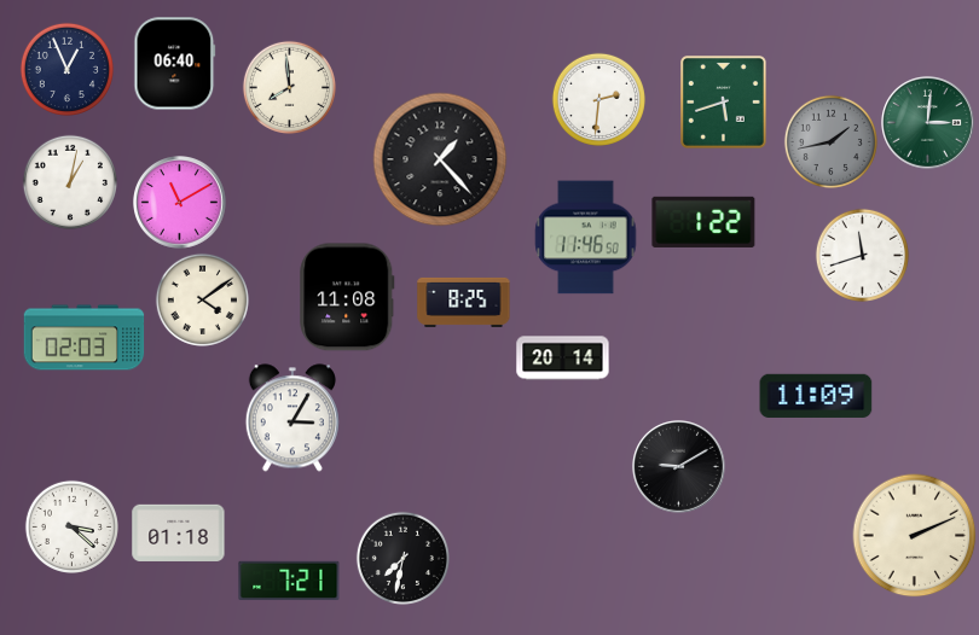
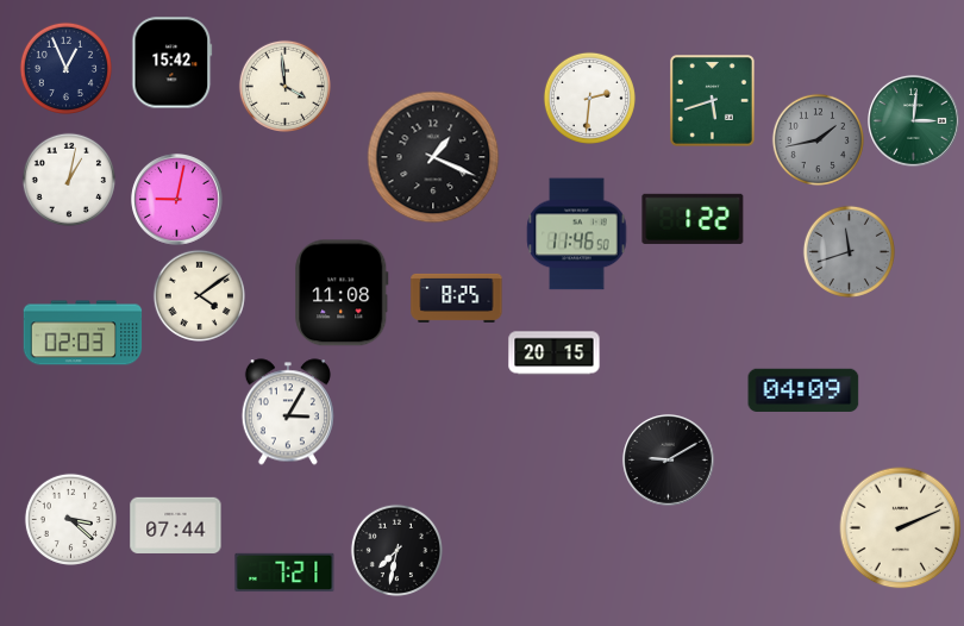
clock at (175, 64): 06:40 -> 15:42
clock at (289, 87): 7:59 -> 3:59
clock at (440, 159): 1:23 -> 1:19
clock at (180, 203): 11:10 -> 9:02
clock at (862, 255) dial: white -> grey
clock at (563, 359): 20:14 -> 20:15
clock at (816, 396): 11:09 -> 04:09
clock at (179, 532): 01:18 -> 07:44
